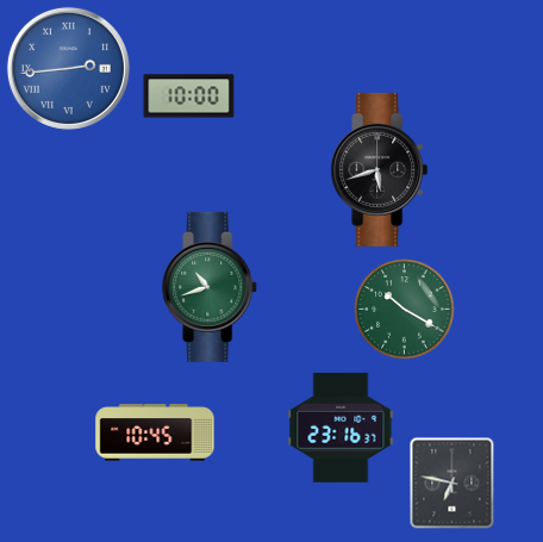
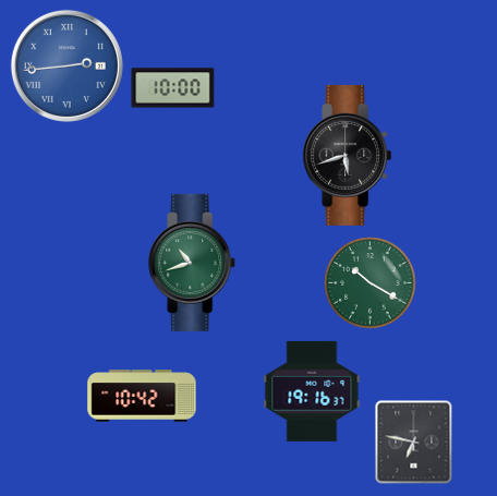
clock at (68, 68) position: (68, 68) -> (66, 65)
clock at (341, 428): 23:16 -> 19:16
clock at (155, 432): 10:45 -> 10:42
